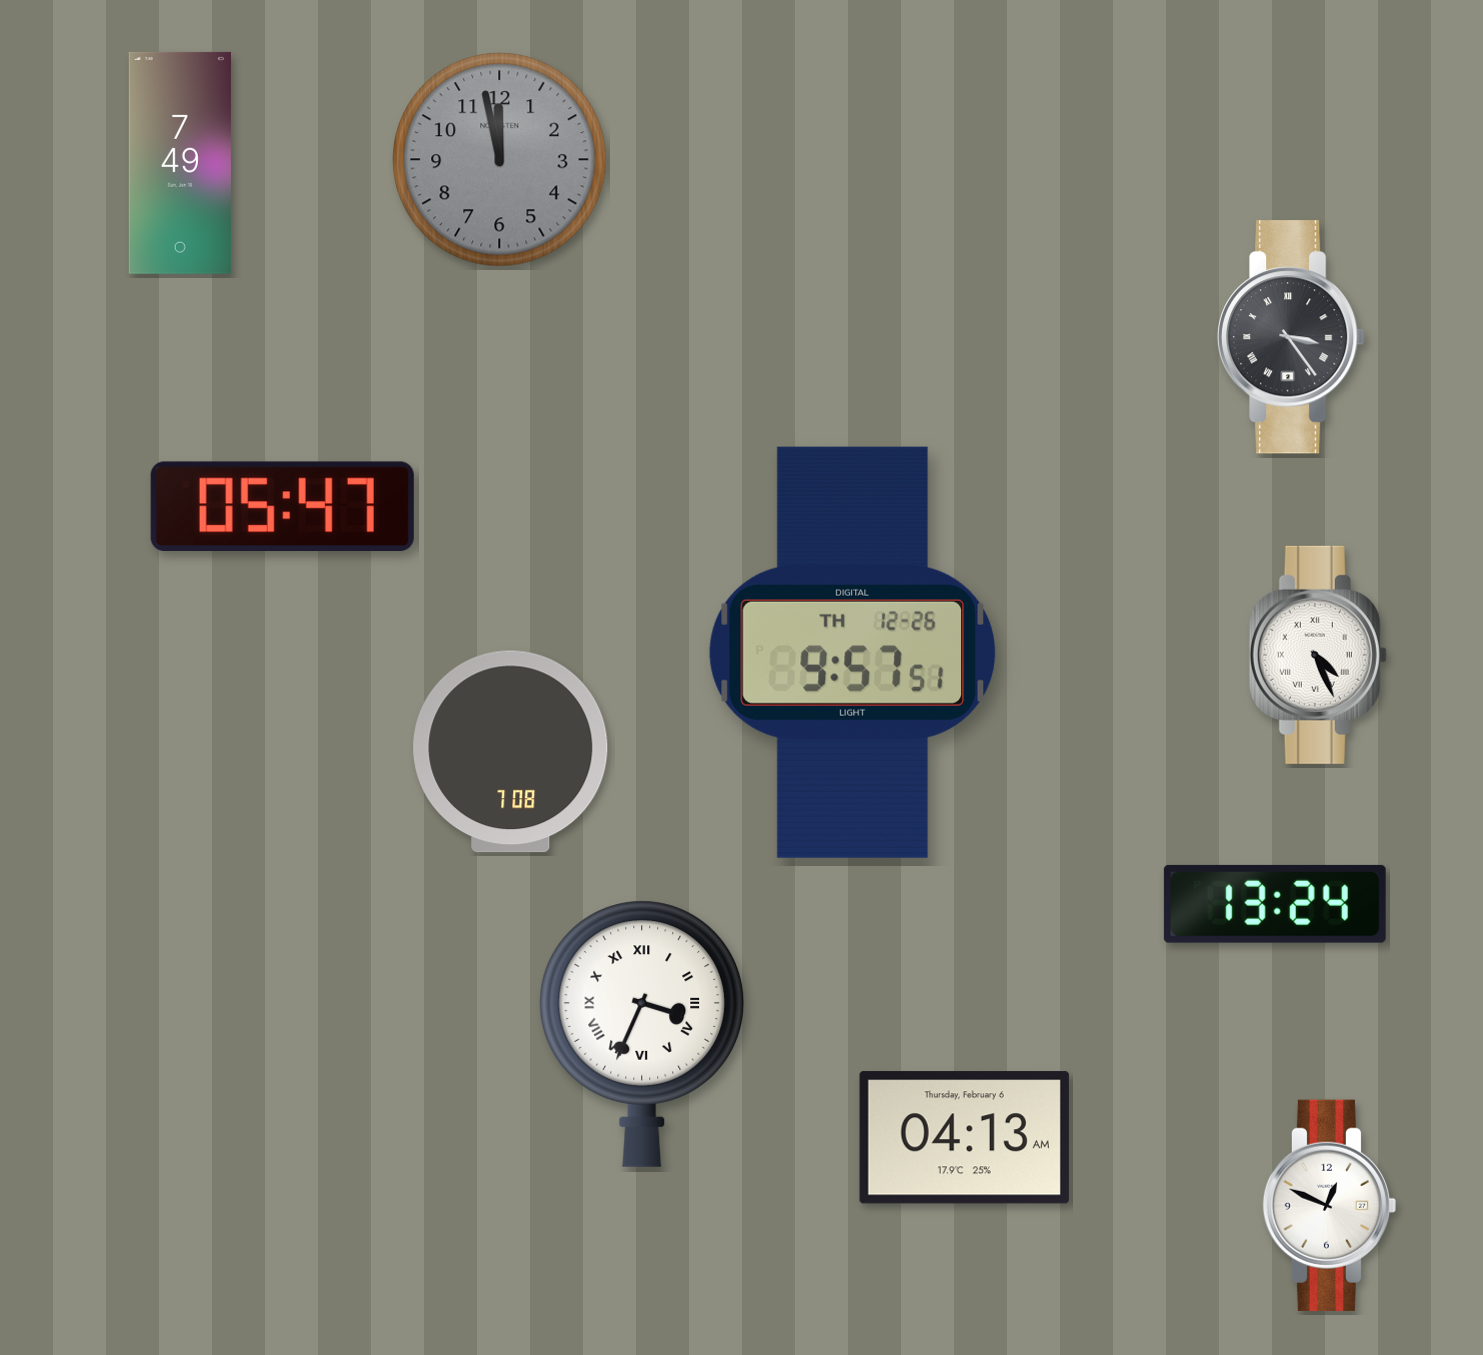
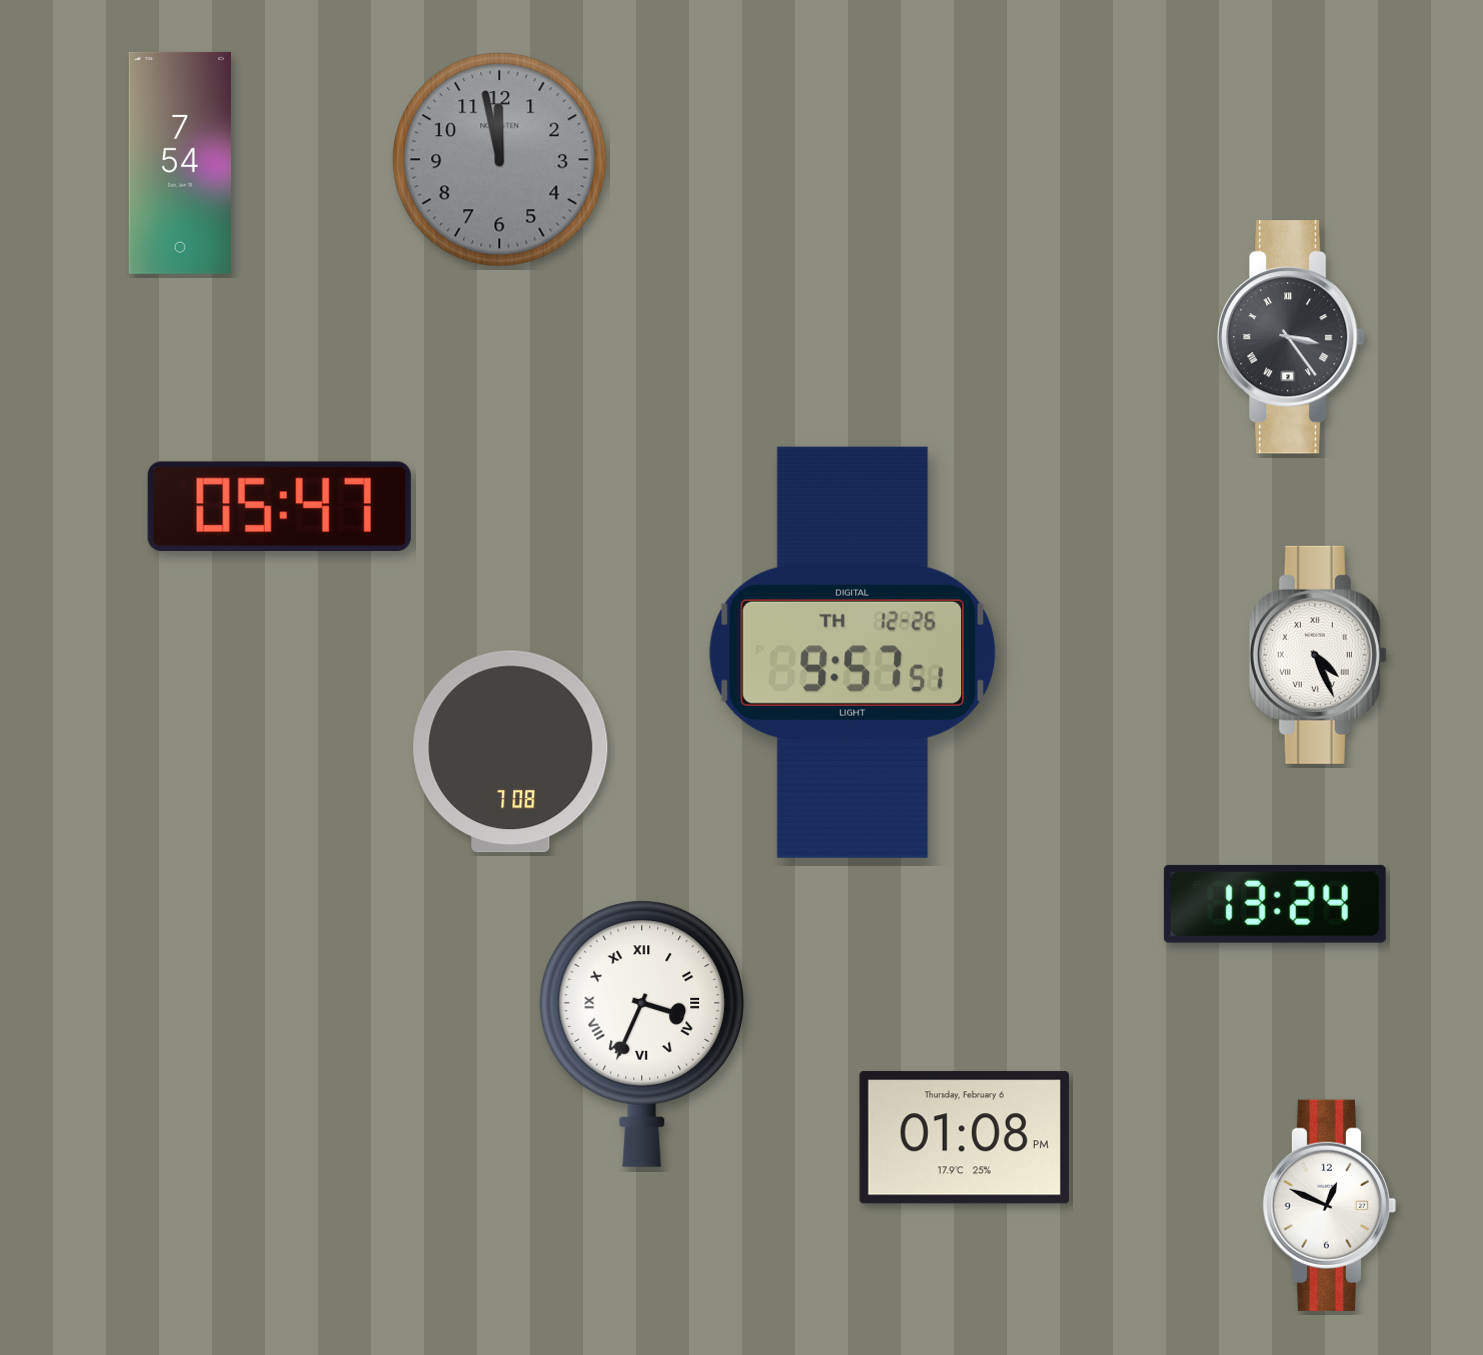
clock at (180, 163): 7:49 -> 7:54
clock at (282, 506) position: (282, 506) -> (279, 506)
clock at (964, 1138): 04:13 -> 01:08
